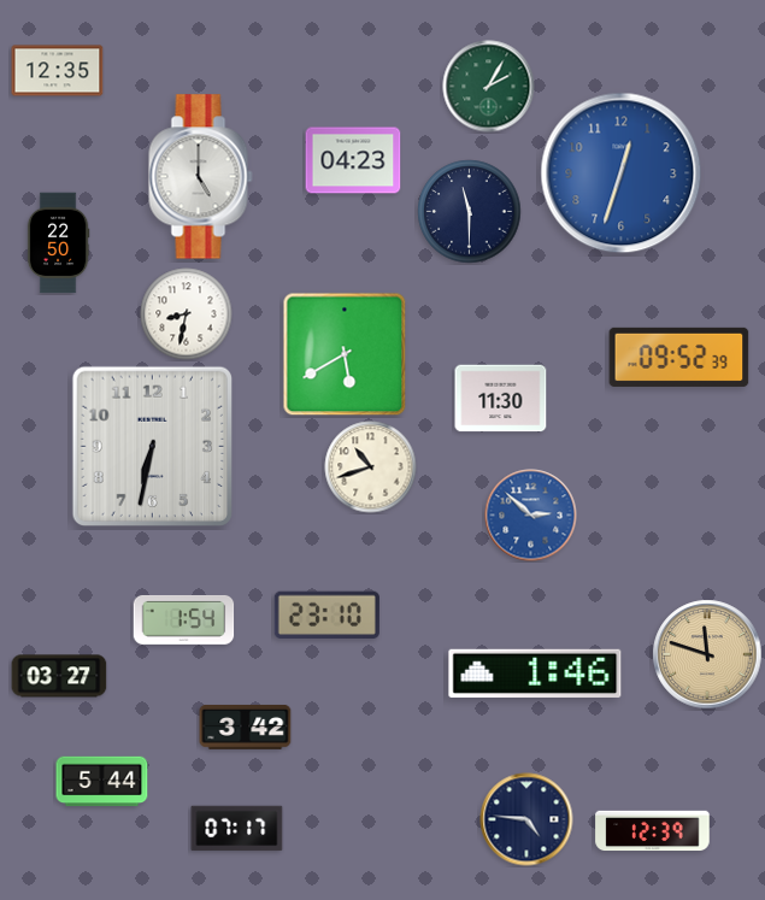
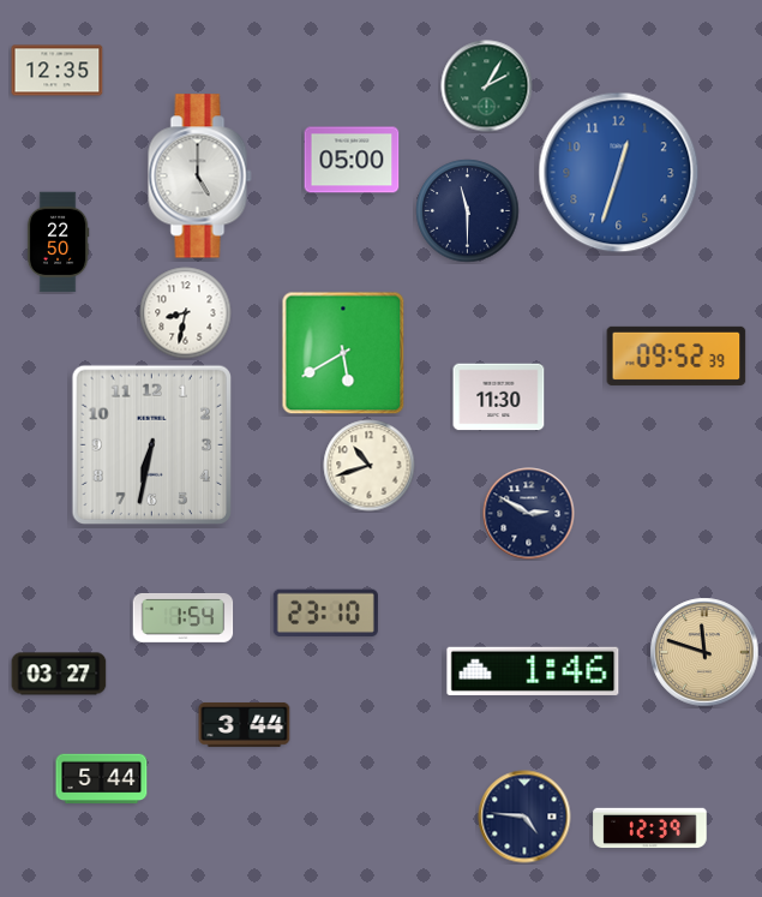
clock at (353, 160): 04:23 -> 05:00
clock at (531, 516): 2:52 -> 2:50
clock at (531, 516) dial: blue -> navy
clock at (246, 727): 3:42 -> 3:44
clock at (237, 829): 07:17 -> none
